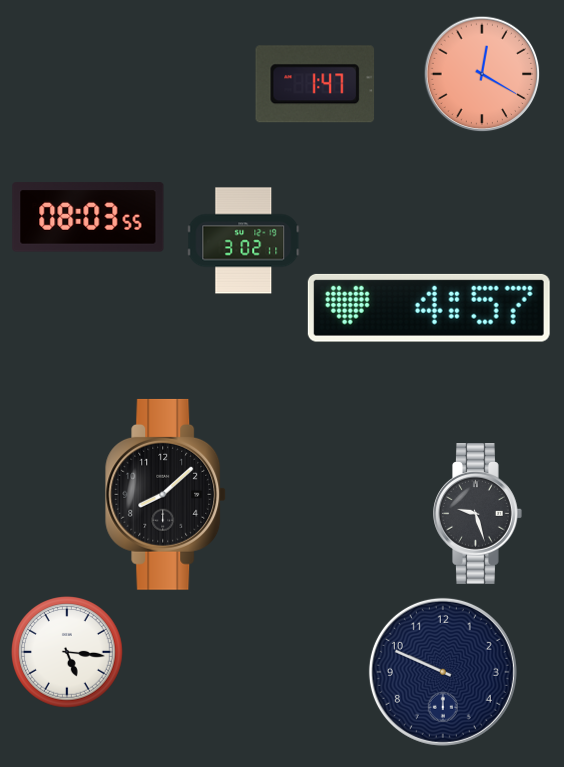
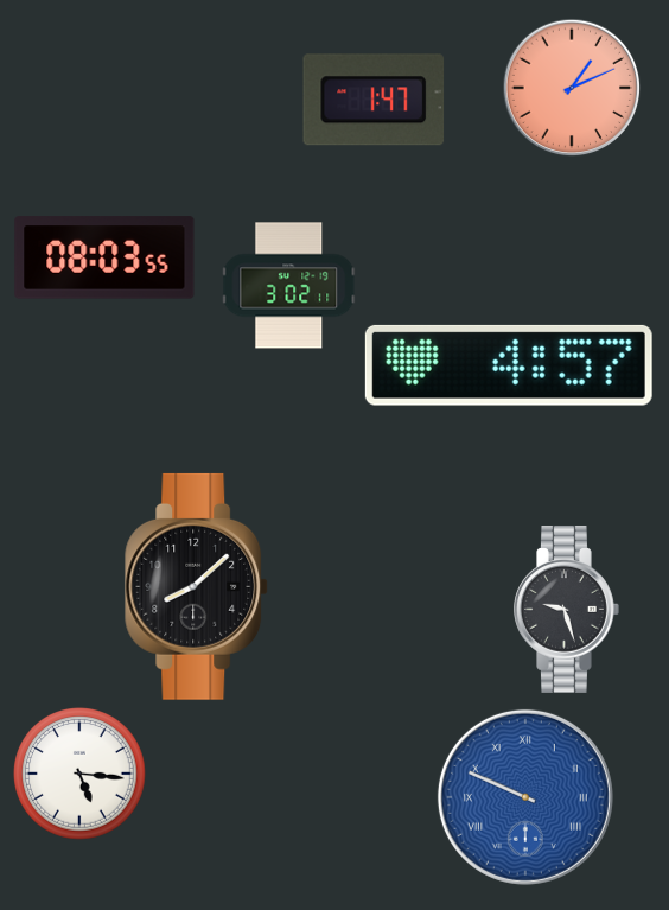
clock at (482, 74): 12:20 -> 1:11
clock at (443, 672) dial: navy -> blue
clock at (443, 672) numerals: Arabic -> Roman
